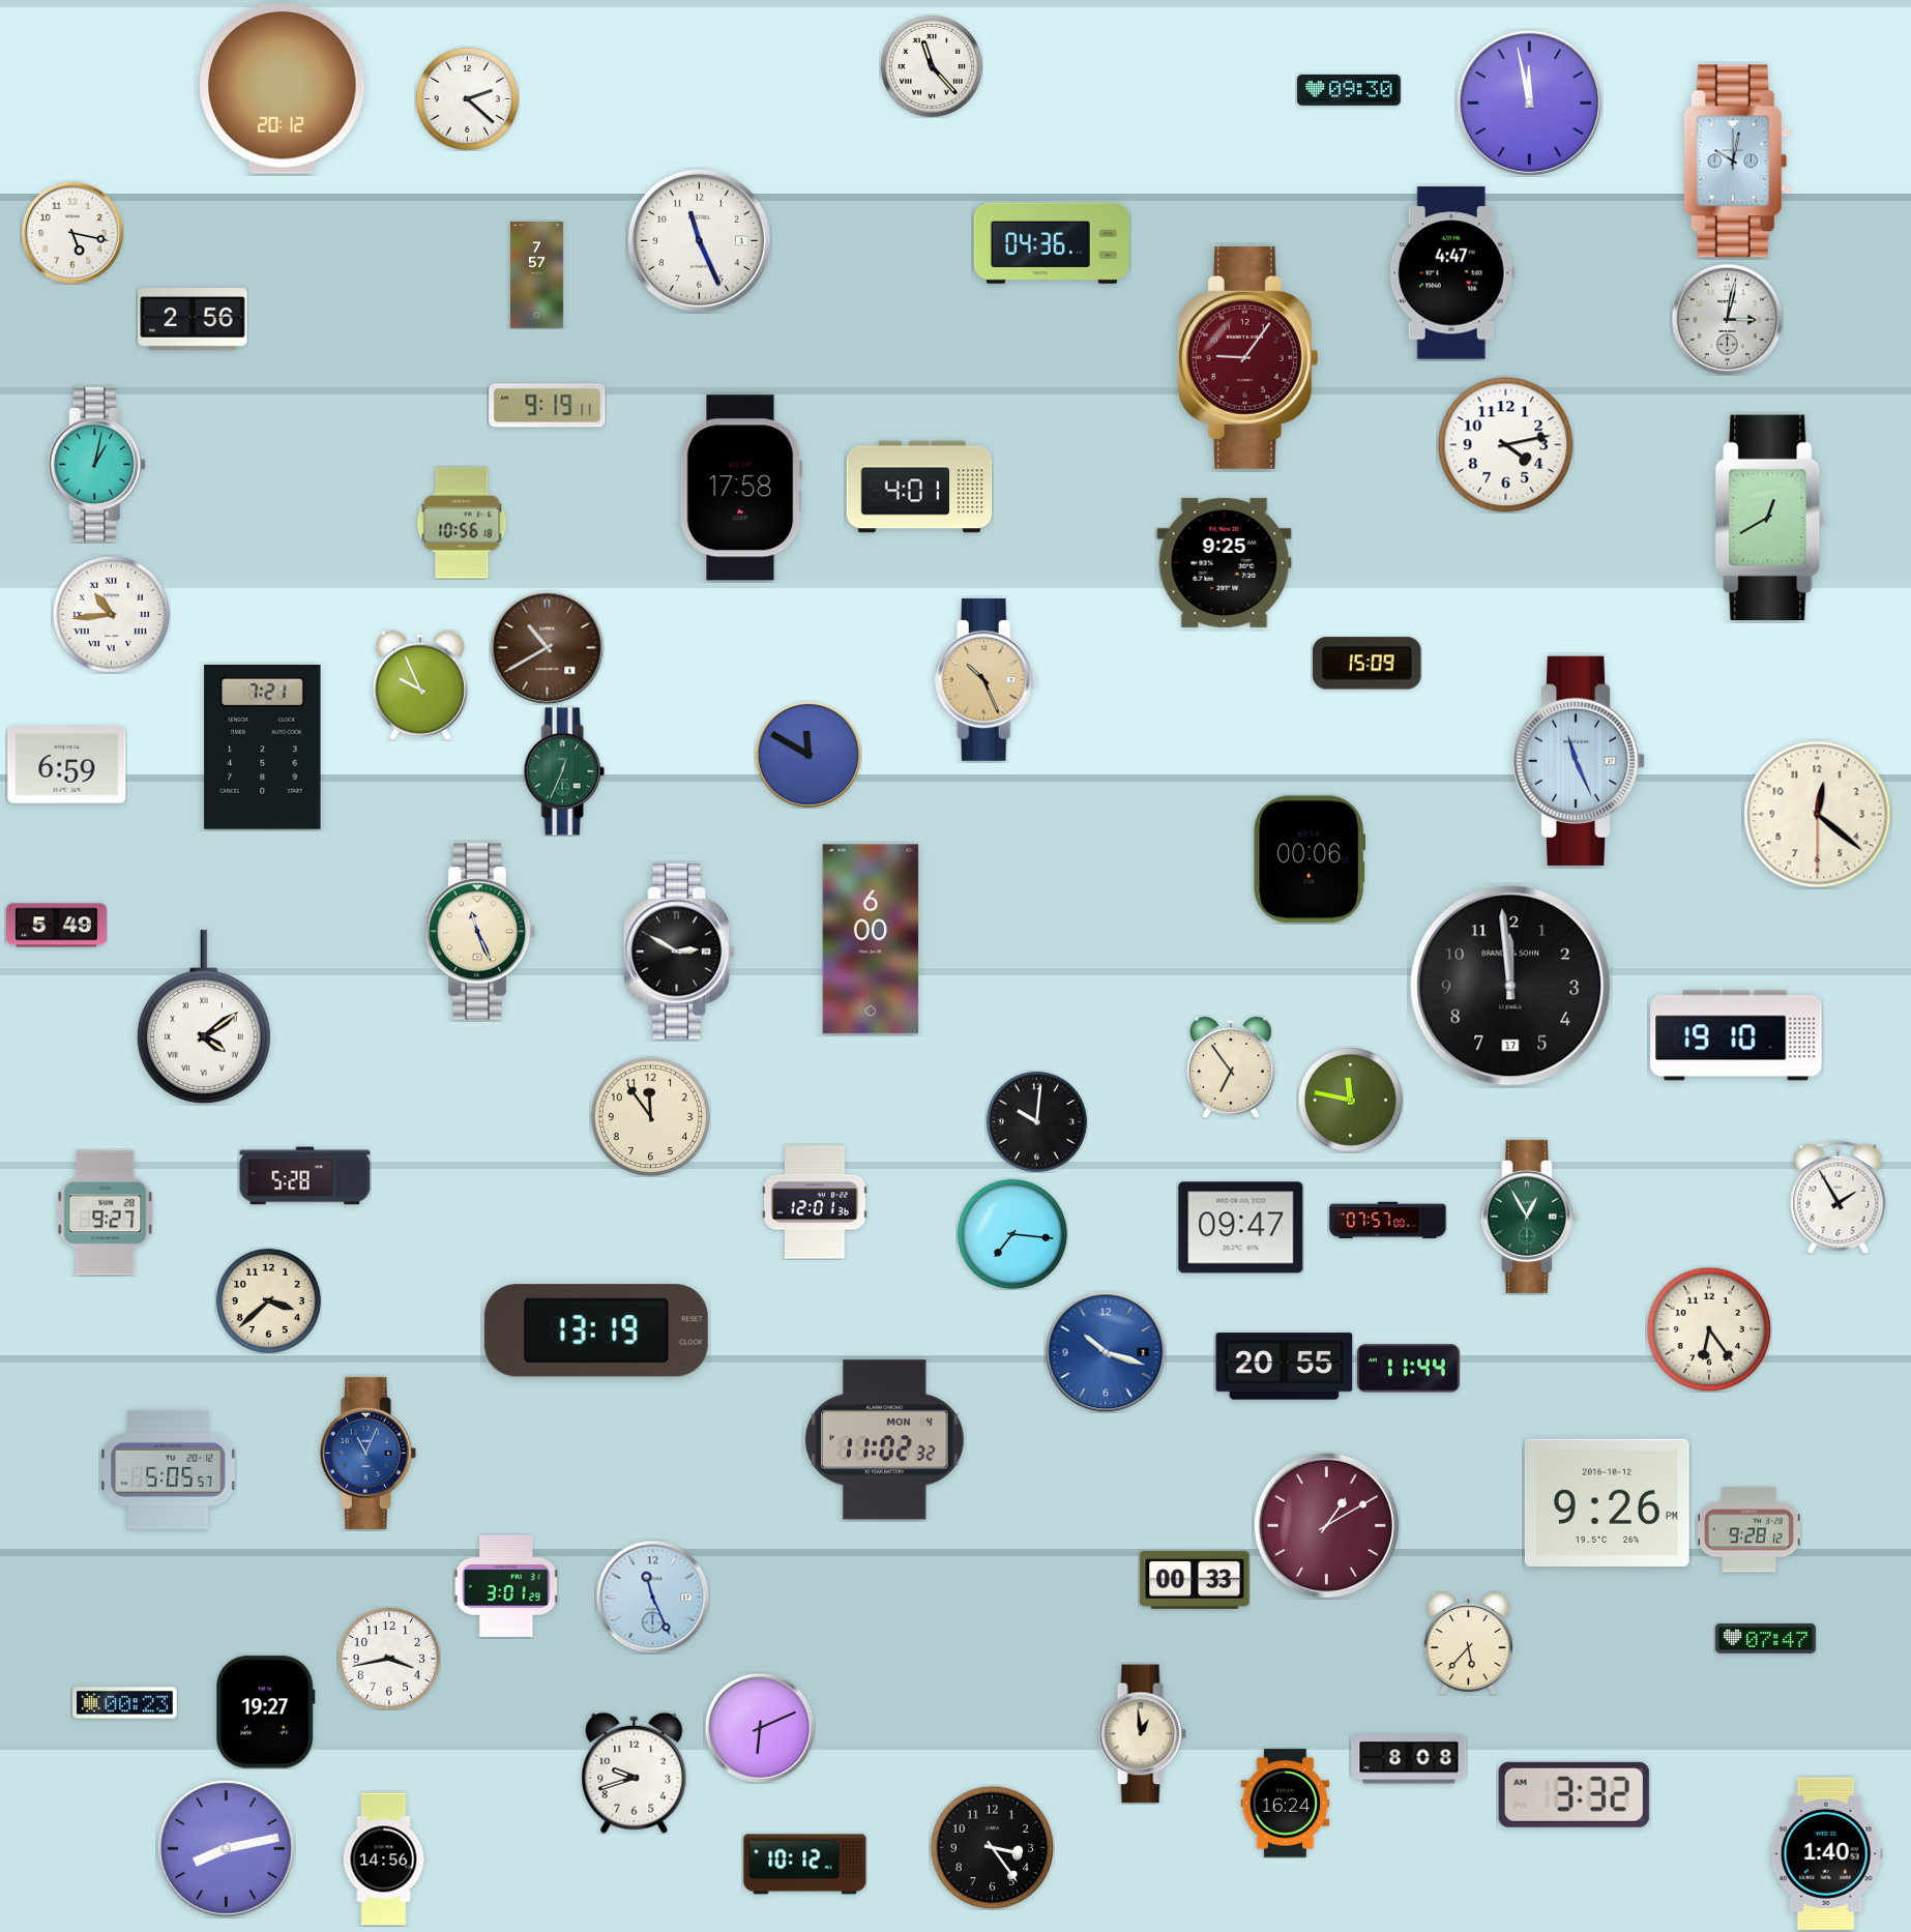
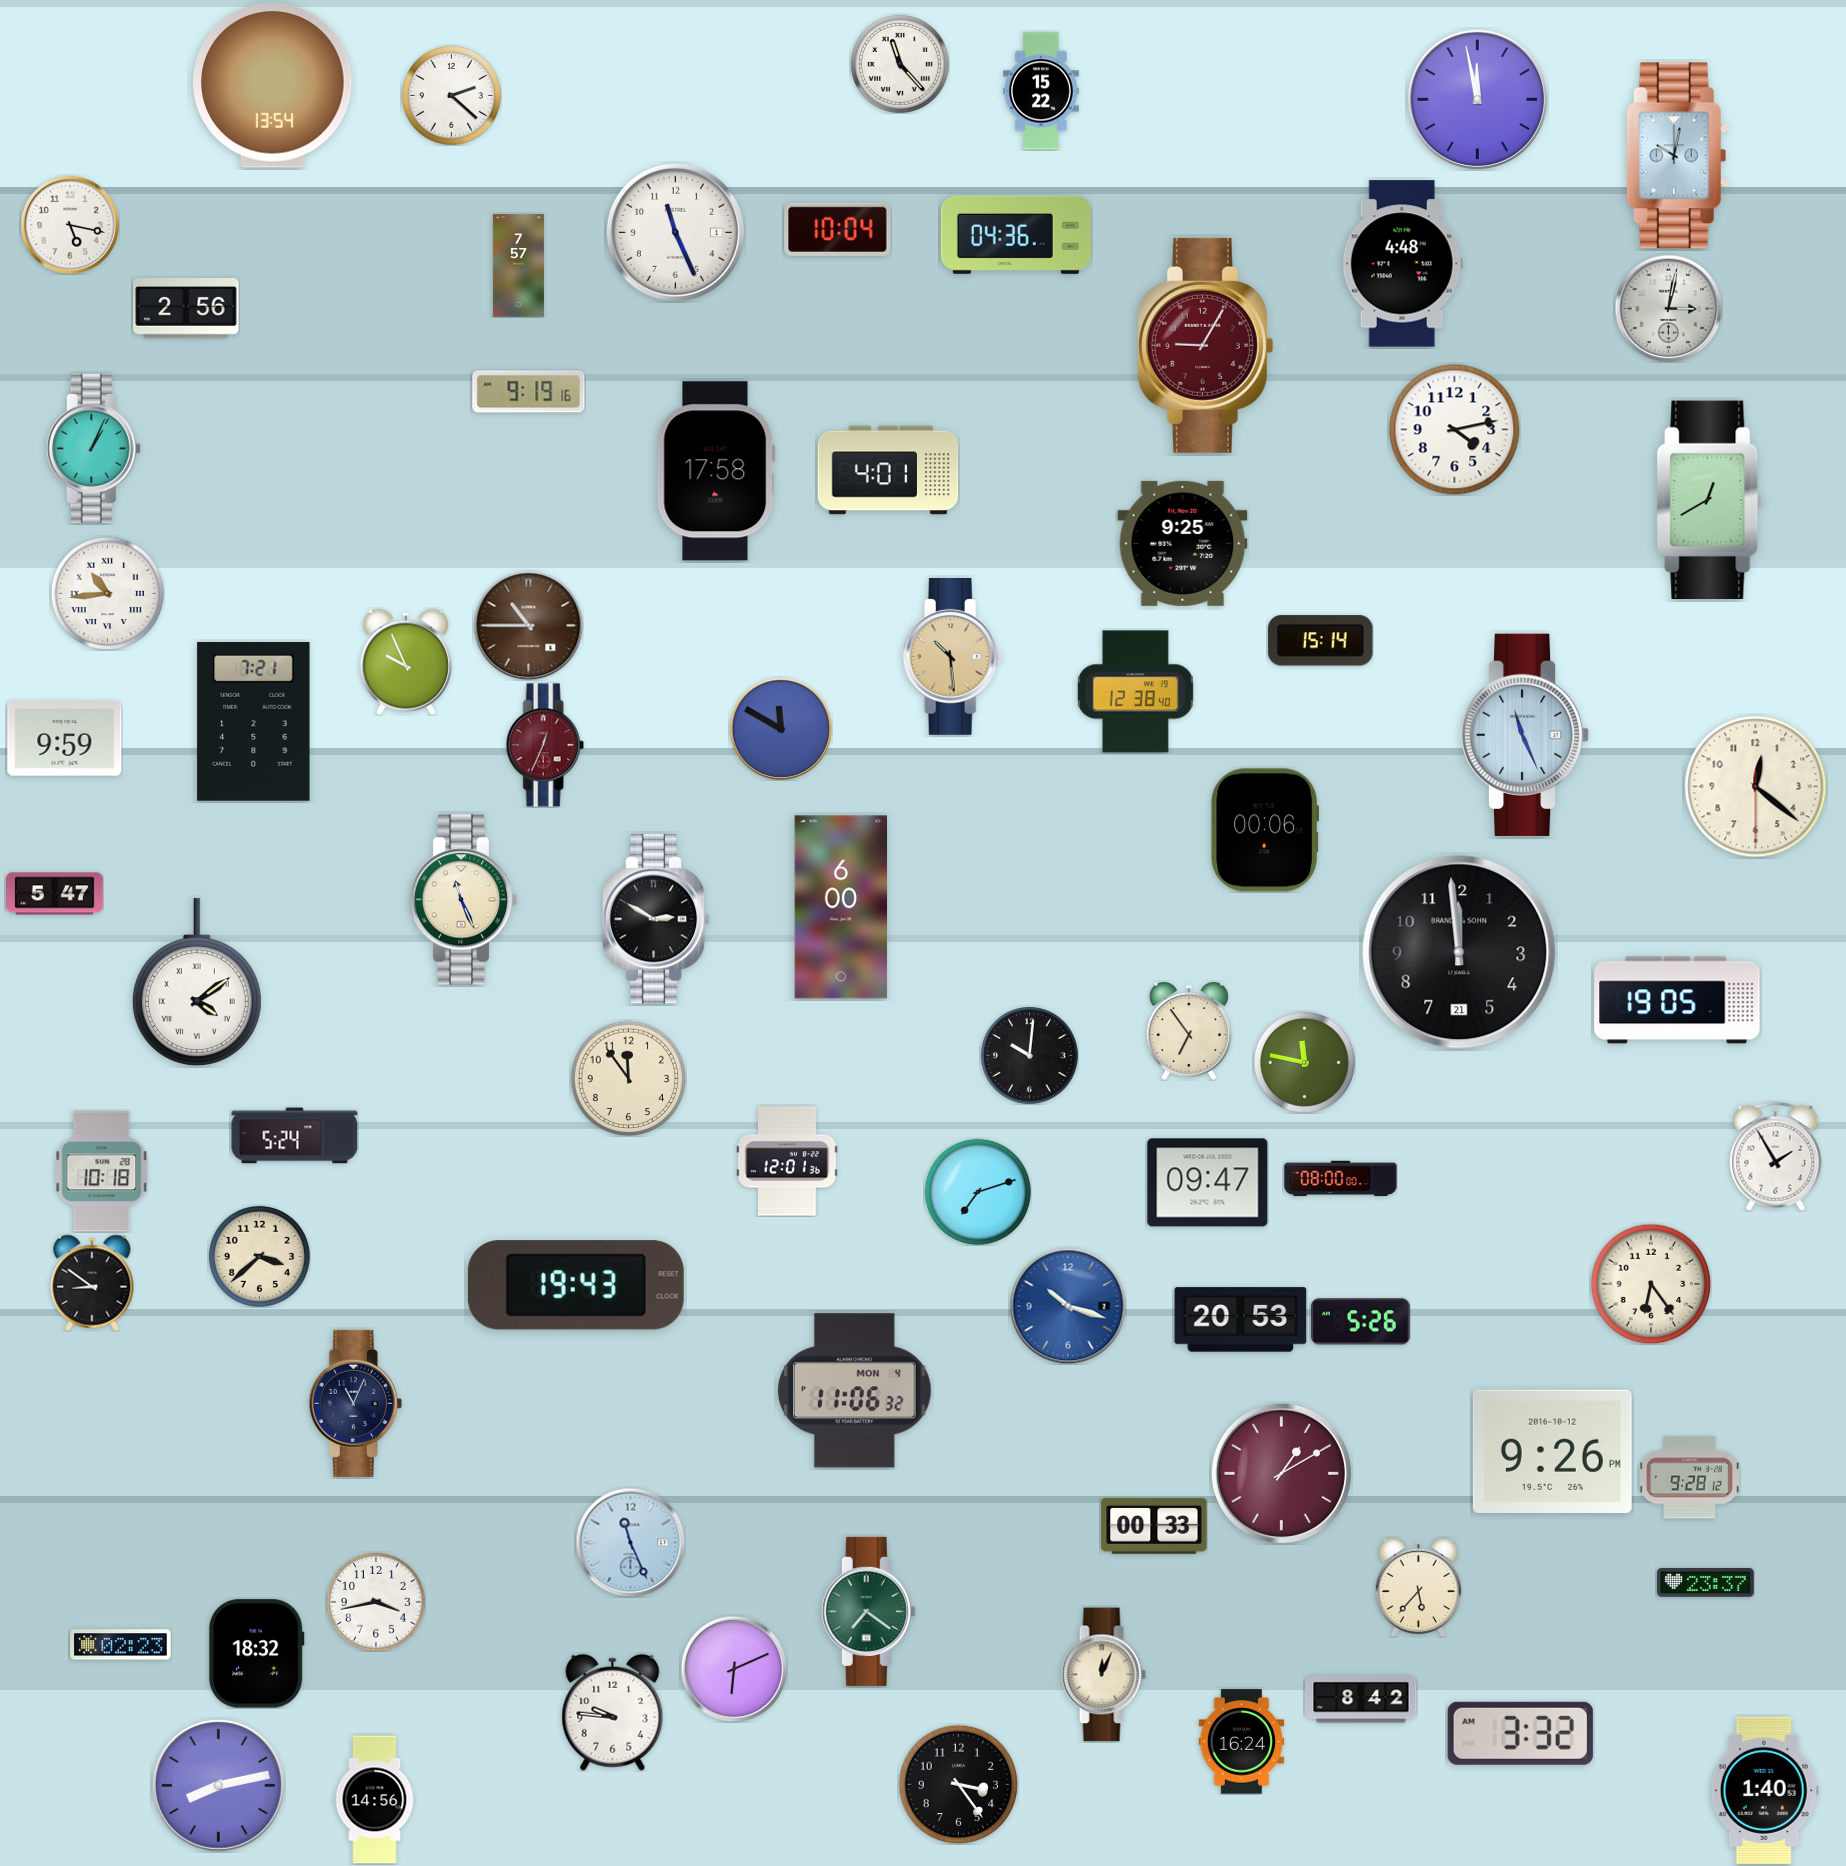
clock at (283, 89): 20:12 -> 13:54
clock at (1349, 90): 09:30 -> none
clock at (1042, 91): none -> 15:22
clock at (838, 229): none -> 10:04
clock at (1451, 273): 4:47 -> 4:48
clock at (1247, 357): 9:06 -> 9:05
clock at (548, 406): 9:19:11 -> 9:19:16
clock at (96, 464): 1:02 -> 1:04
clock at (462, 523): 10:56 -> none
clock at (547, 647): 10:40 -> 10:45
clock at (1368, 664): 15:09 -> 15:14
clock at (987, 679): 10:26 -> 10:29
clock at (1135, 692): none -> 12:38
clock at (67, 765): 6:59 -> 9:59
clock at (564, 771) dial: green -> burgundy
clock at (57, 926): 5:49 -> 5:47
clock at (1510, 986) date: 17 -> 21
clock at (1736, 1035): 19:10 -> 19:05
clock at (1037, 1122) position: (1037, 1122) -> (1030, 1056)
clock at (305, 1176): 5:28 -> 5:24
clock at (106, 1213): 9:27 -> 10:18
clock at (1529, 1217): 12:55 -> none
clock at (1388, 1221): 07:57 -> 08:00
clock at (1241, 1228) position: (1241, 1228) -> (1208, 1183)
clock at (1012, 1234): 7:16 -> 7:12
clock at (92, 1283): none -> 8:51
clock at (596, 1330): 13:19 -> 19:43
clock at (1285, 1367): 20:55 -> 20:53
clock at (1409, 1369): 11:44 -> 5:26
clock at (885, 1440): 11:02 -> 11:06
clock at (367, 1453) dial: blue -> navy
clock at (169, 1469): 5:05 -> none
clock at (506, 1586): 3:01 -> none
clock at (1766, 1638): 07:47 -> 23:37
clock at (868, 1611): none -> 7:21
clock at (125, 1703): 00:23 -> 02:23
clock at (265, 1713): 19:27 -> 18:32
clock at (1142, 1734): 12:59 -> 12:04
clock at (1409, 1759): 8:08 -> 8:42
clock at (635, 1773): 9:42 -> 9:46
clock at (384, 1860) position: (384, 1860) -> (375, 1800)
clock at (805, 1865): 10:12 -> none
